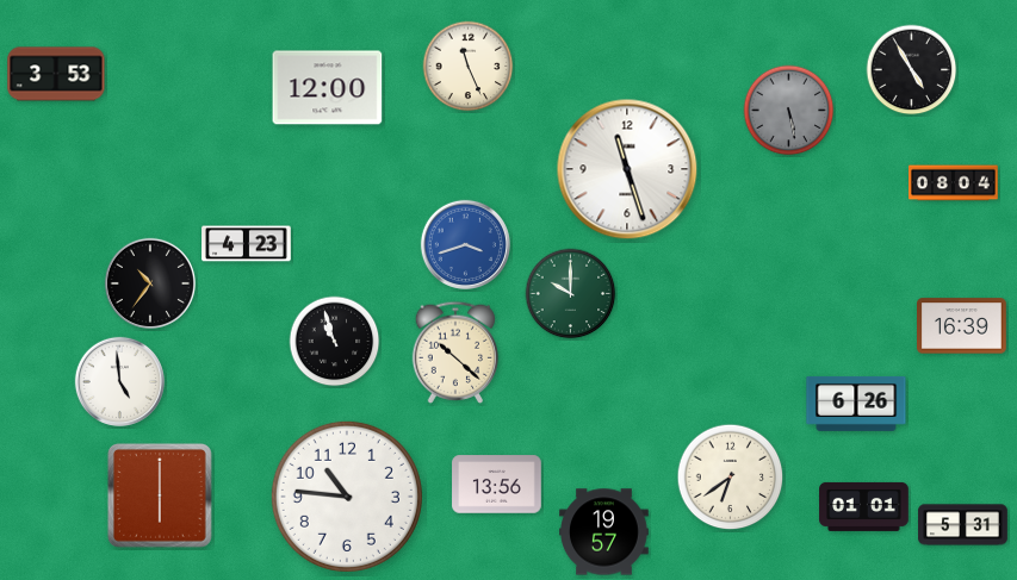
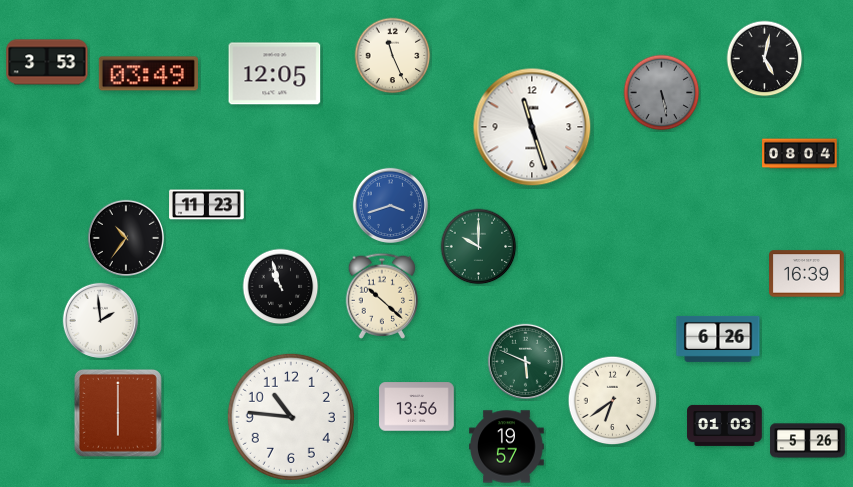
clock at (912, 70): 4:55 -> 5:02
clock at (148, 74): none -> 03:49
clock at (328, 88): 12:00 -> 12:05
clock at (627, 169) position: (627, 169) -> (532, 127)
clock at (247, 244): 4:23 -> 11:23
clock at (119, 381): 4:59 -> 1:59
clock at (525, 361): none -> 5:49
clock at (160, 495) position: (160, 495) -> (118, 413)
clock at (864, 506): 01:01 -> 01:03
clock at (963, 525): 5:31 -> 5:26
